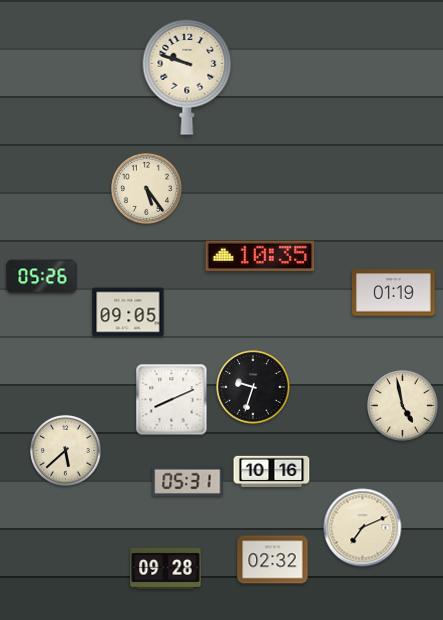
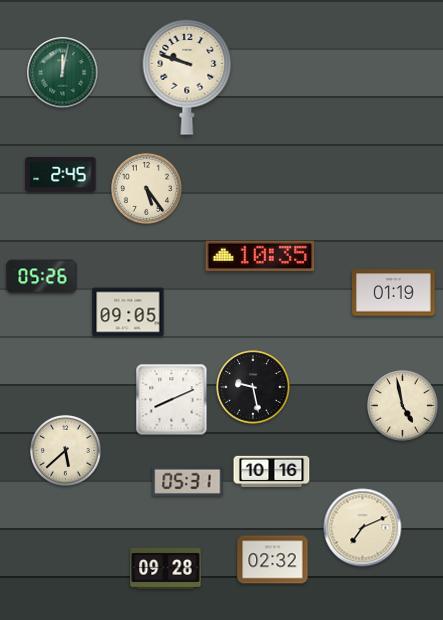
clock at (63, 73): none -> 12:02
clock at (61, 174): none -> 2:45
clock at (253, 387): 9:33 -> 9:28
